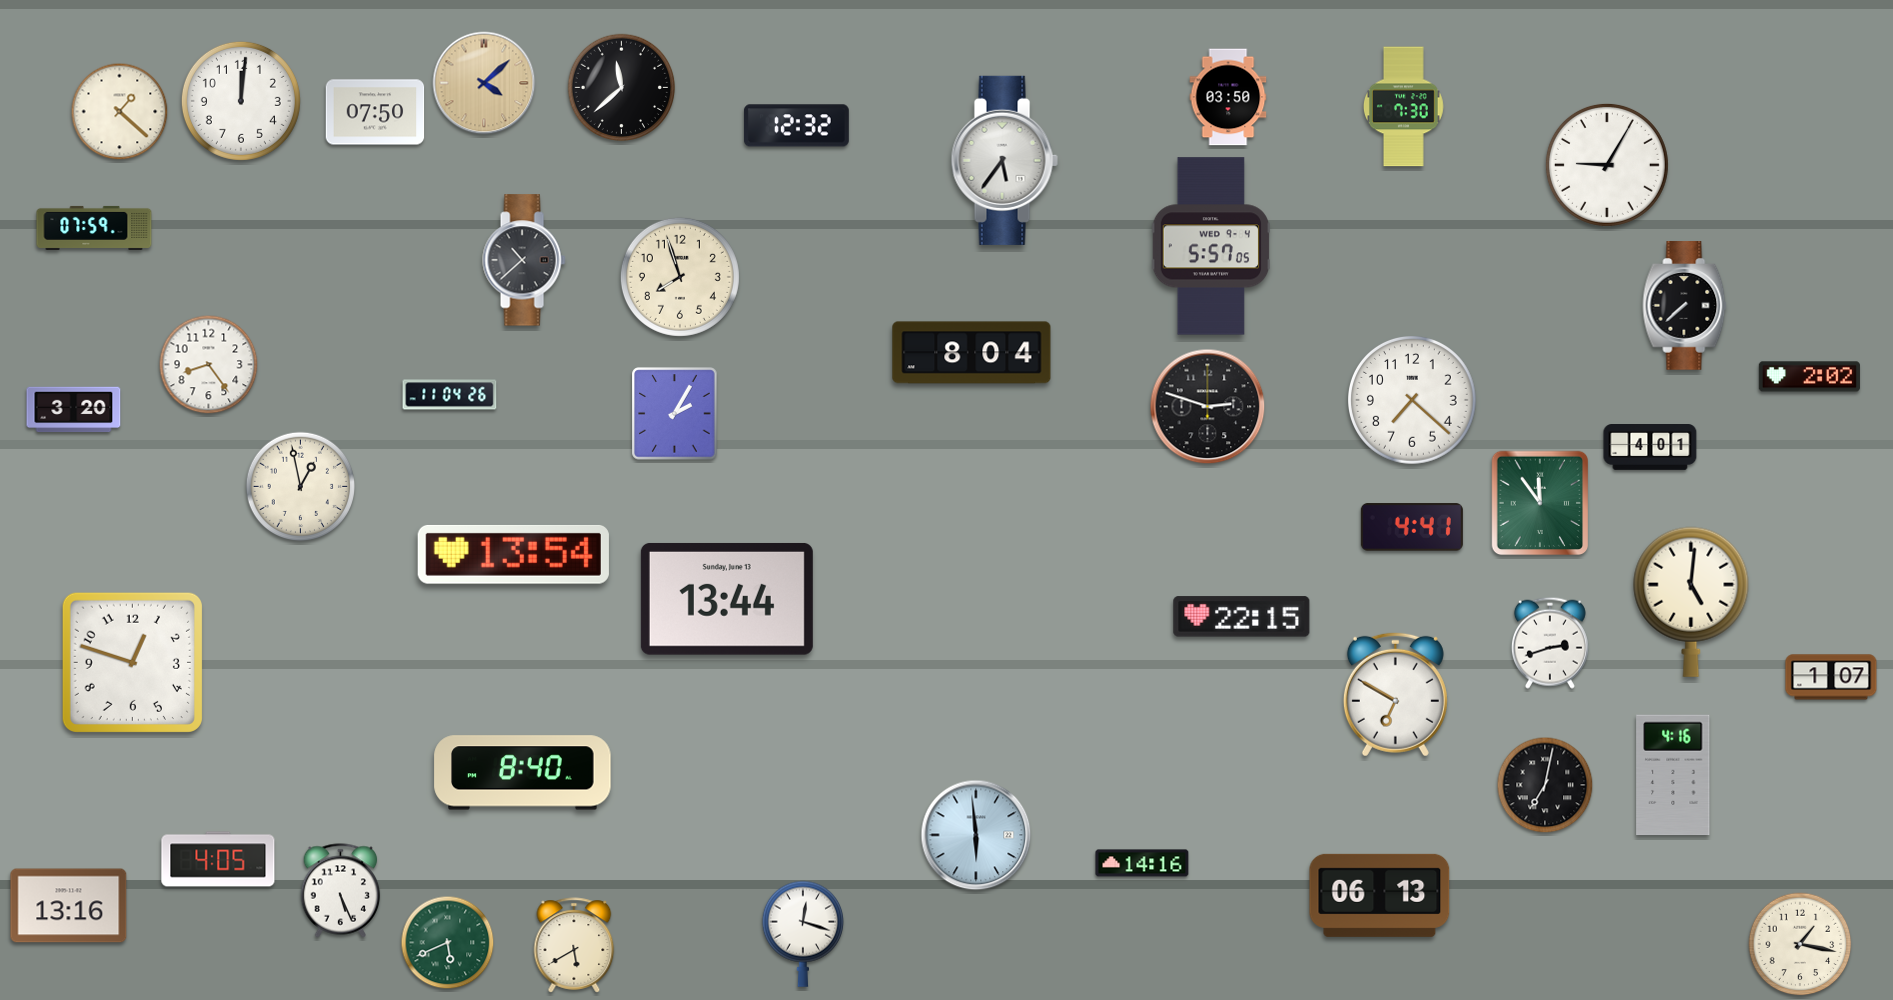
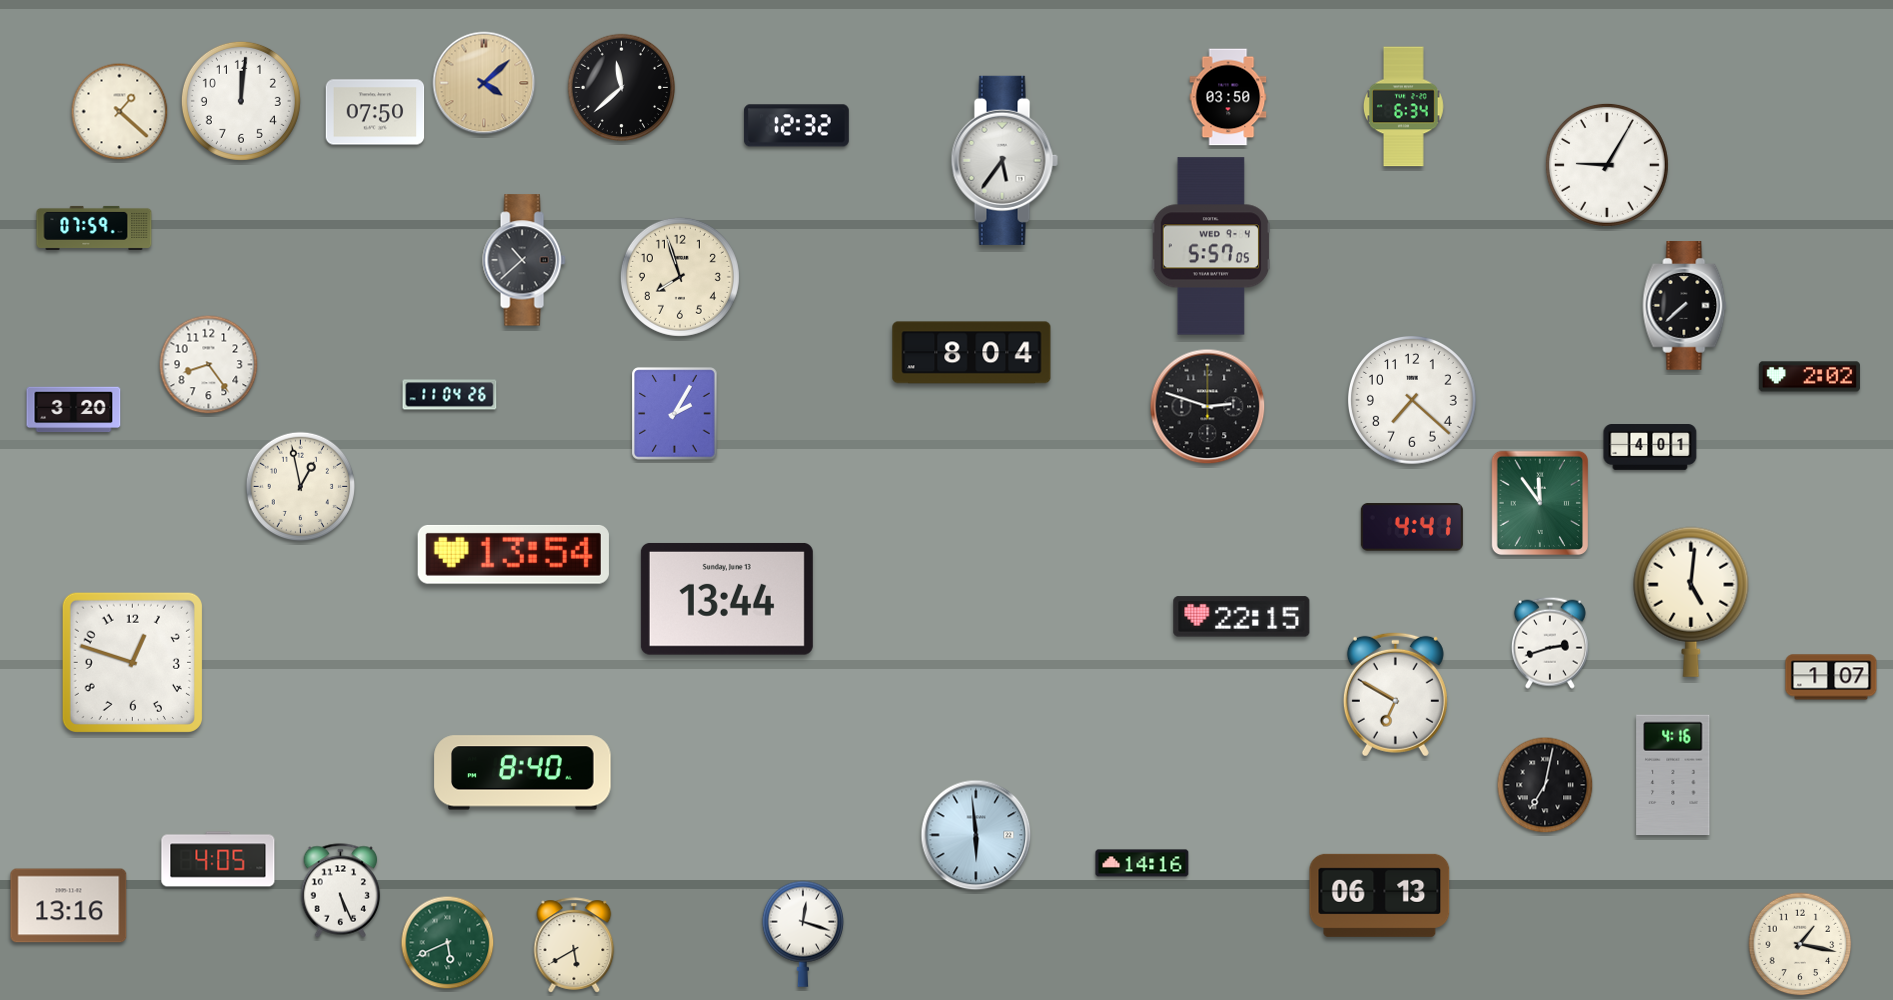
clock at (1404, 107): 7:30 -> 6:34
